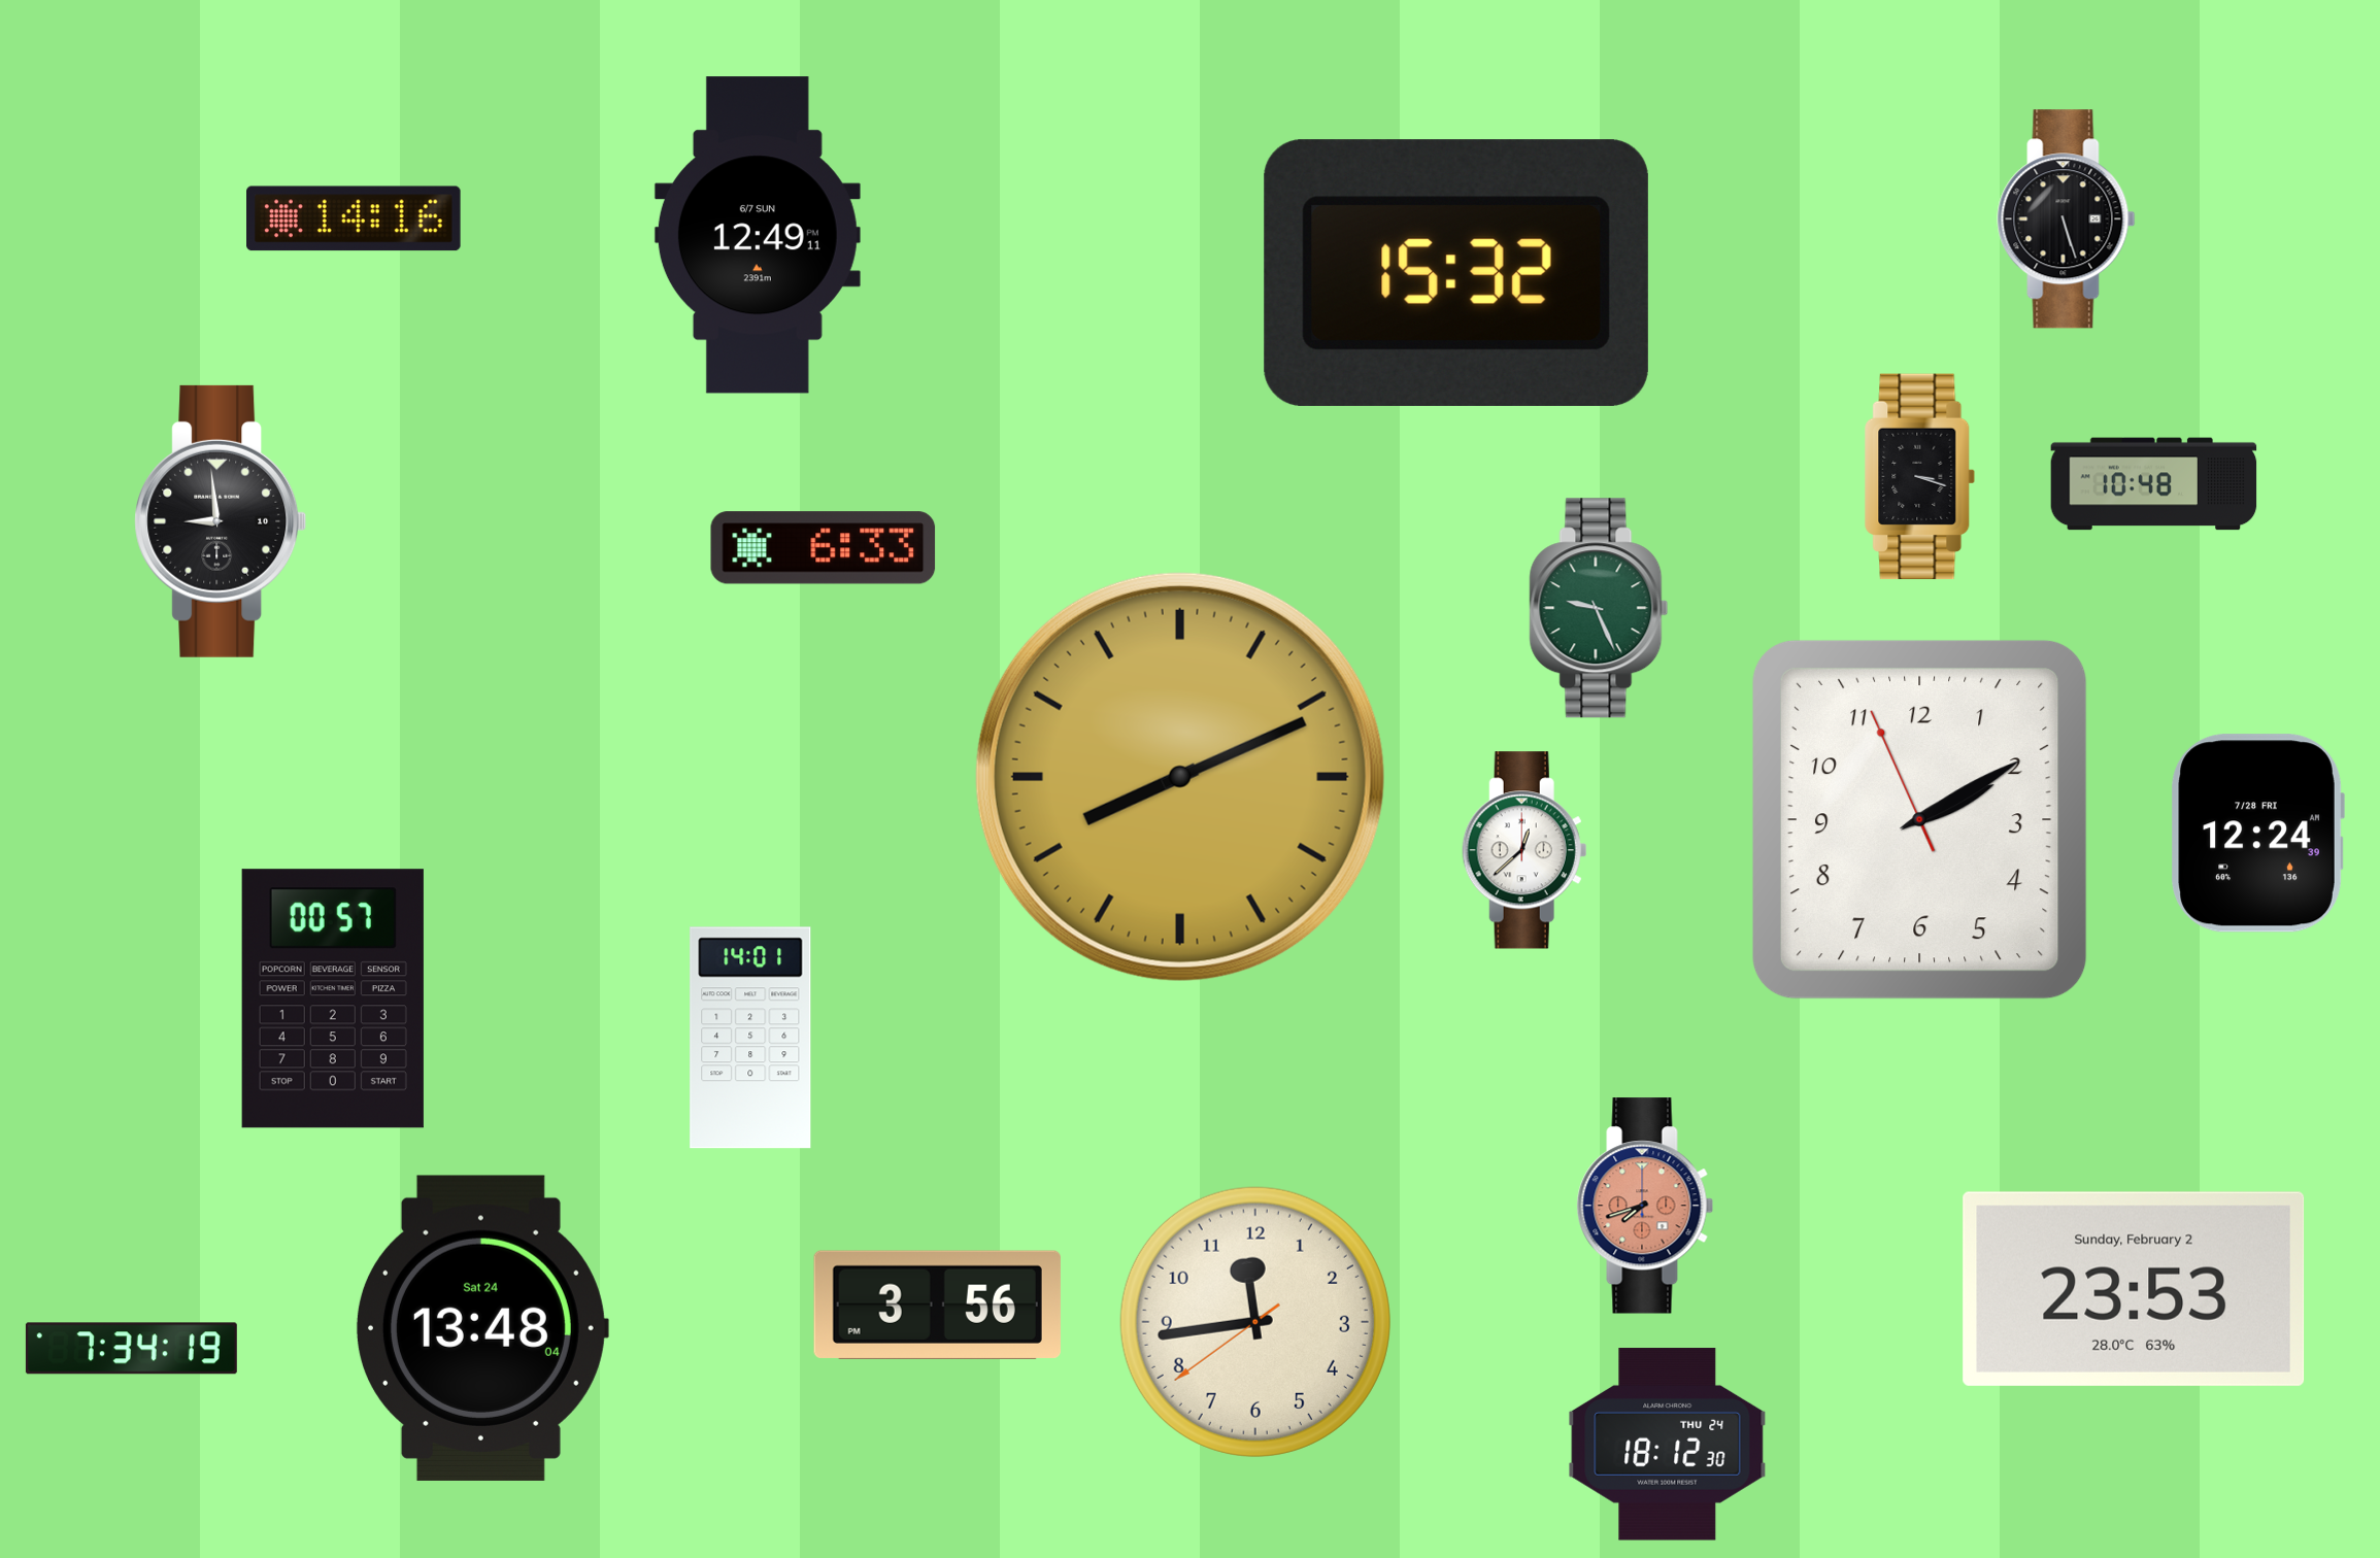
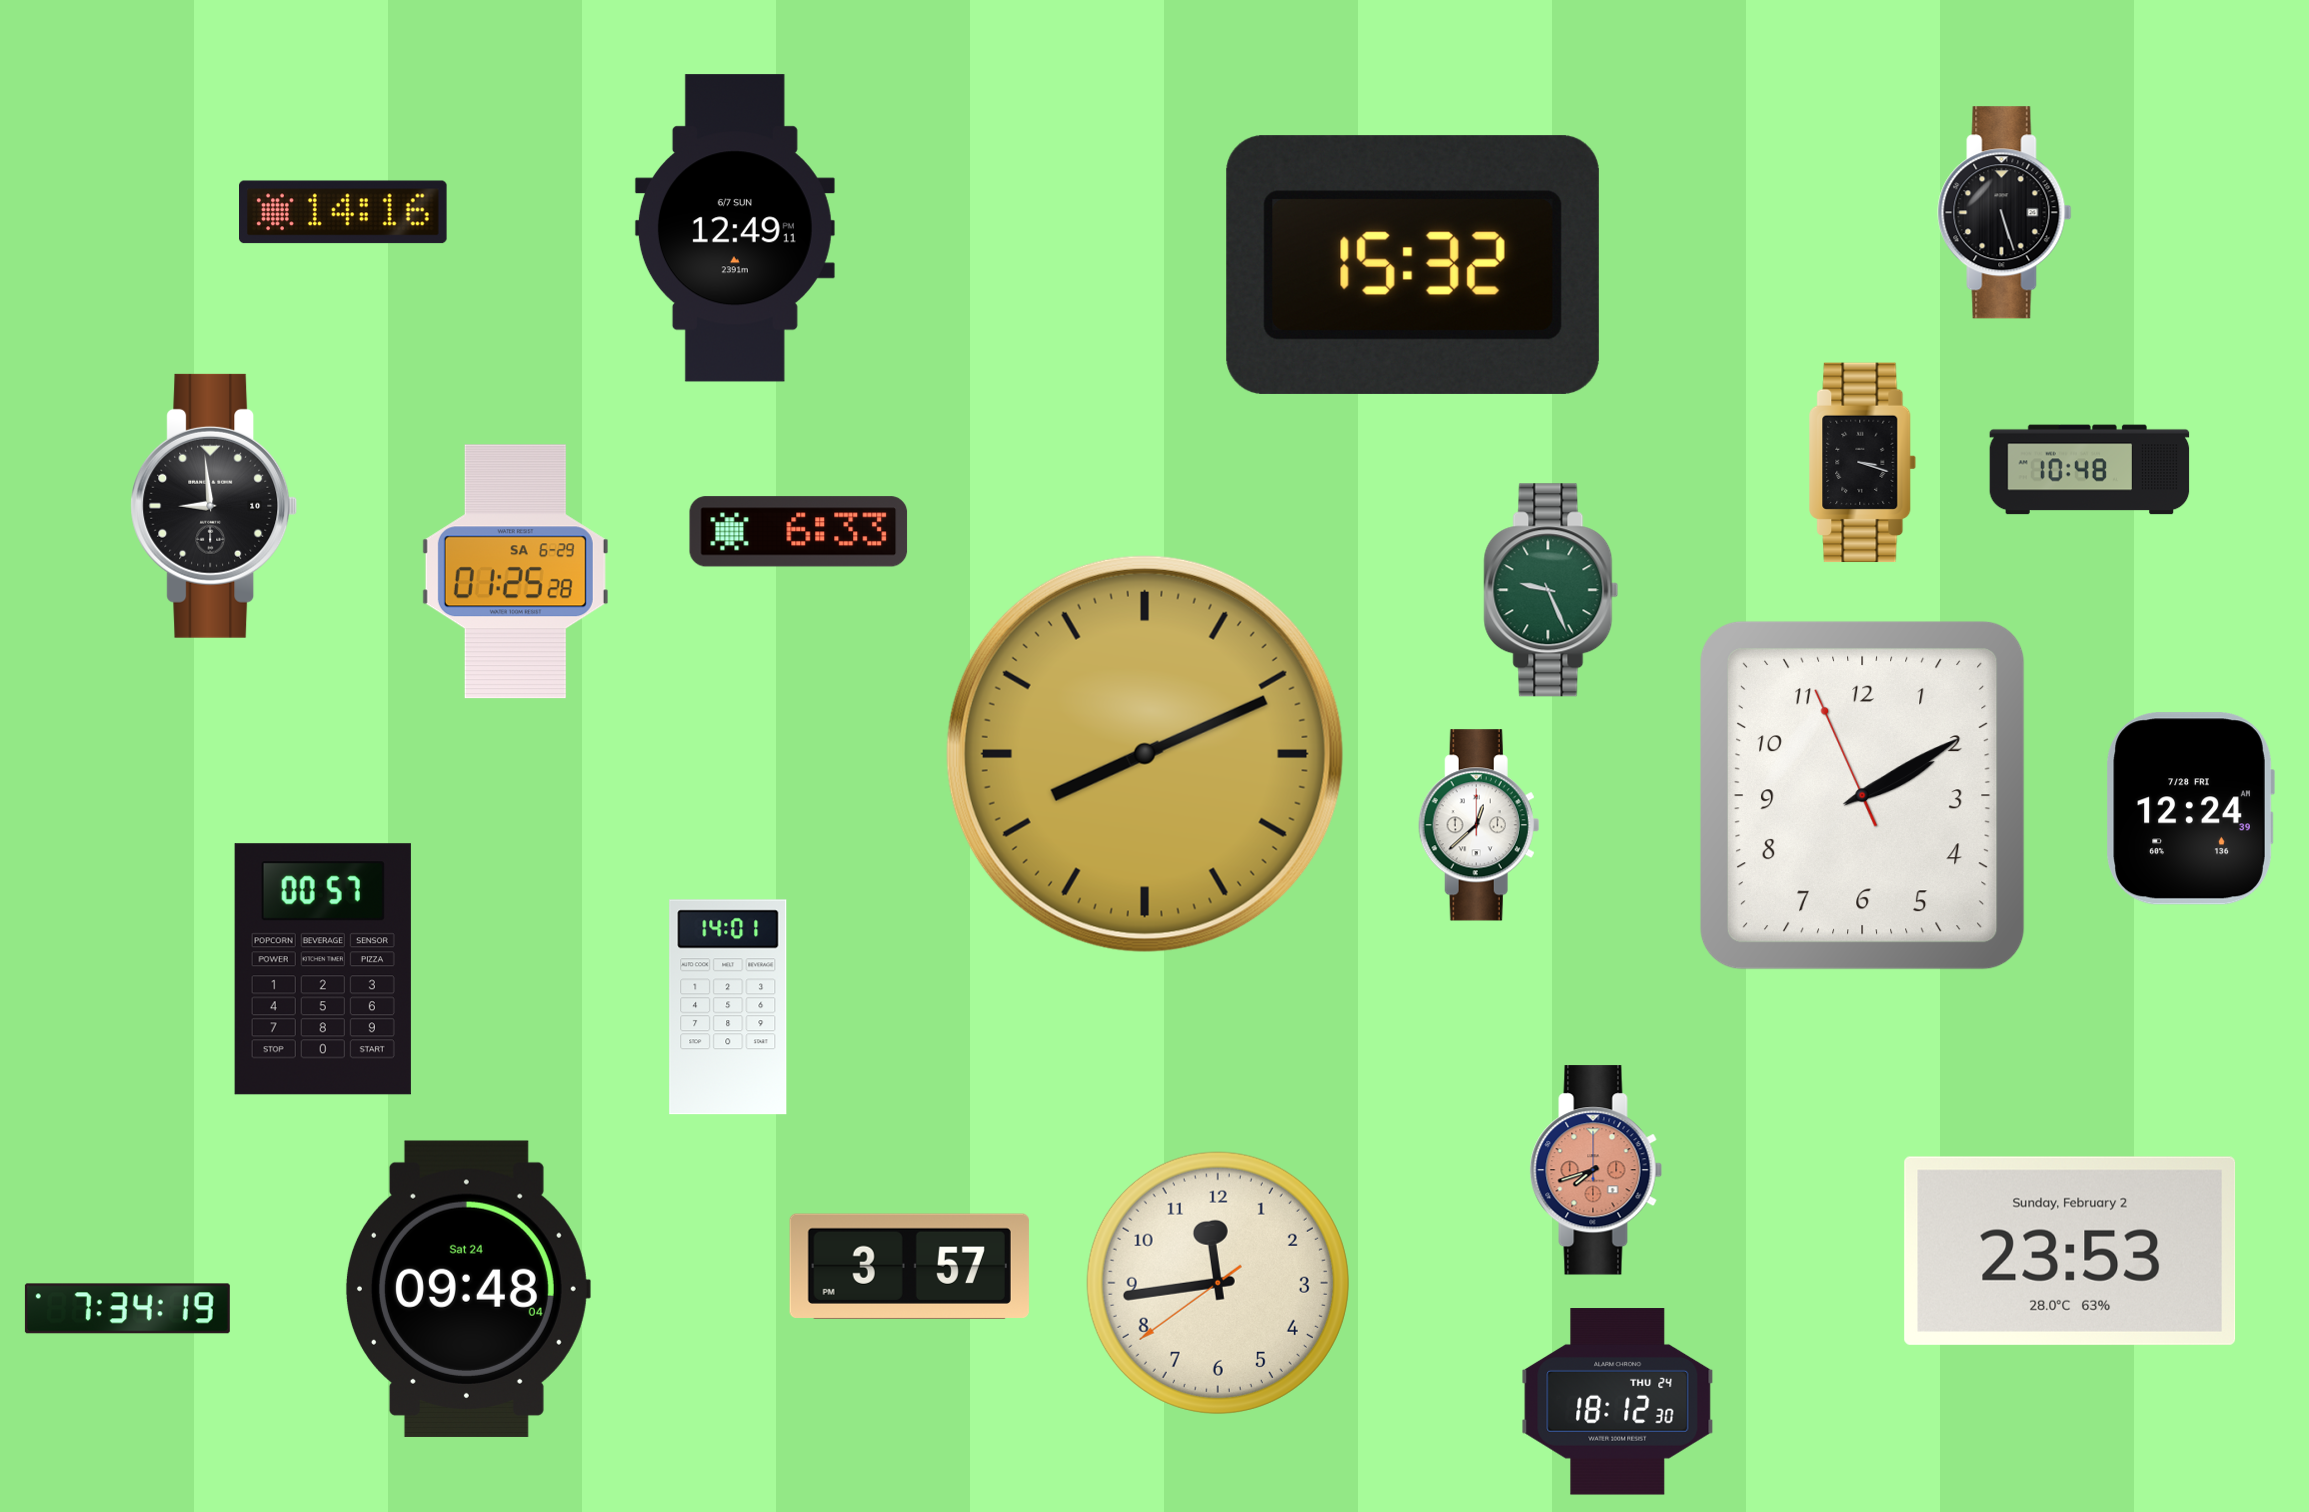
clock at (515, 572): none -> 01:25
clock at (937, 1305): 3:56 -> 3:57
clock at (481, 1328): 13:48 -> 09:48
